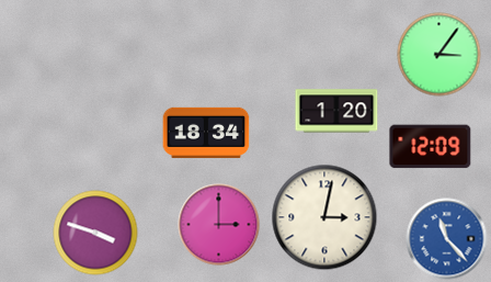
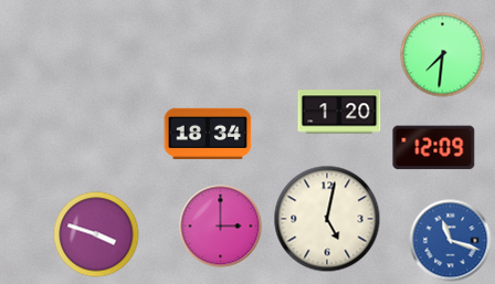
clock at (439, 55): 3:06 -> 7:31
clock at (324, 217): 3:02 -> 5:02
clock at (447, 239): 11:23 -> 11:18
